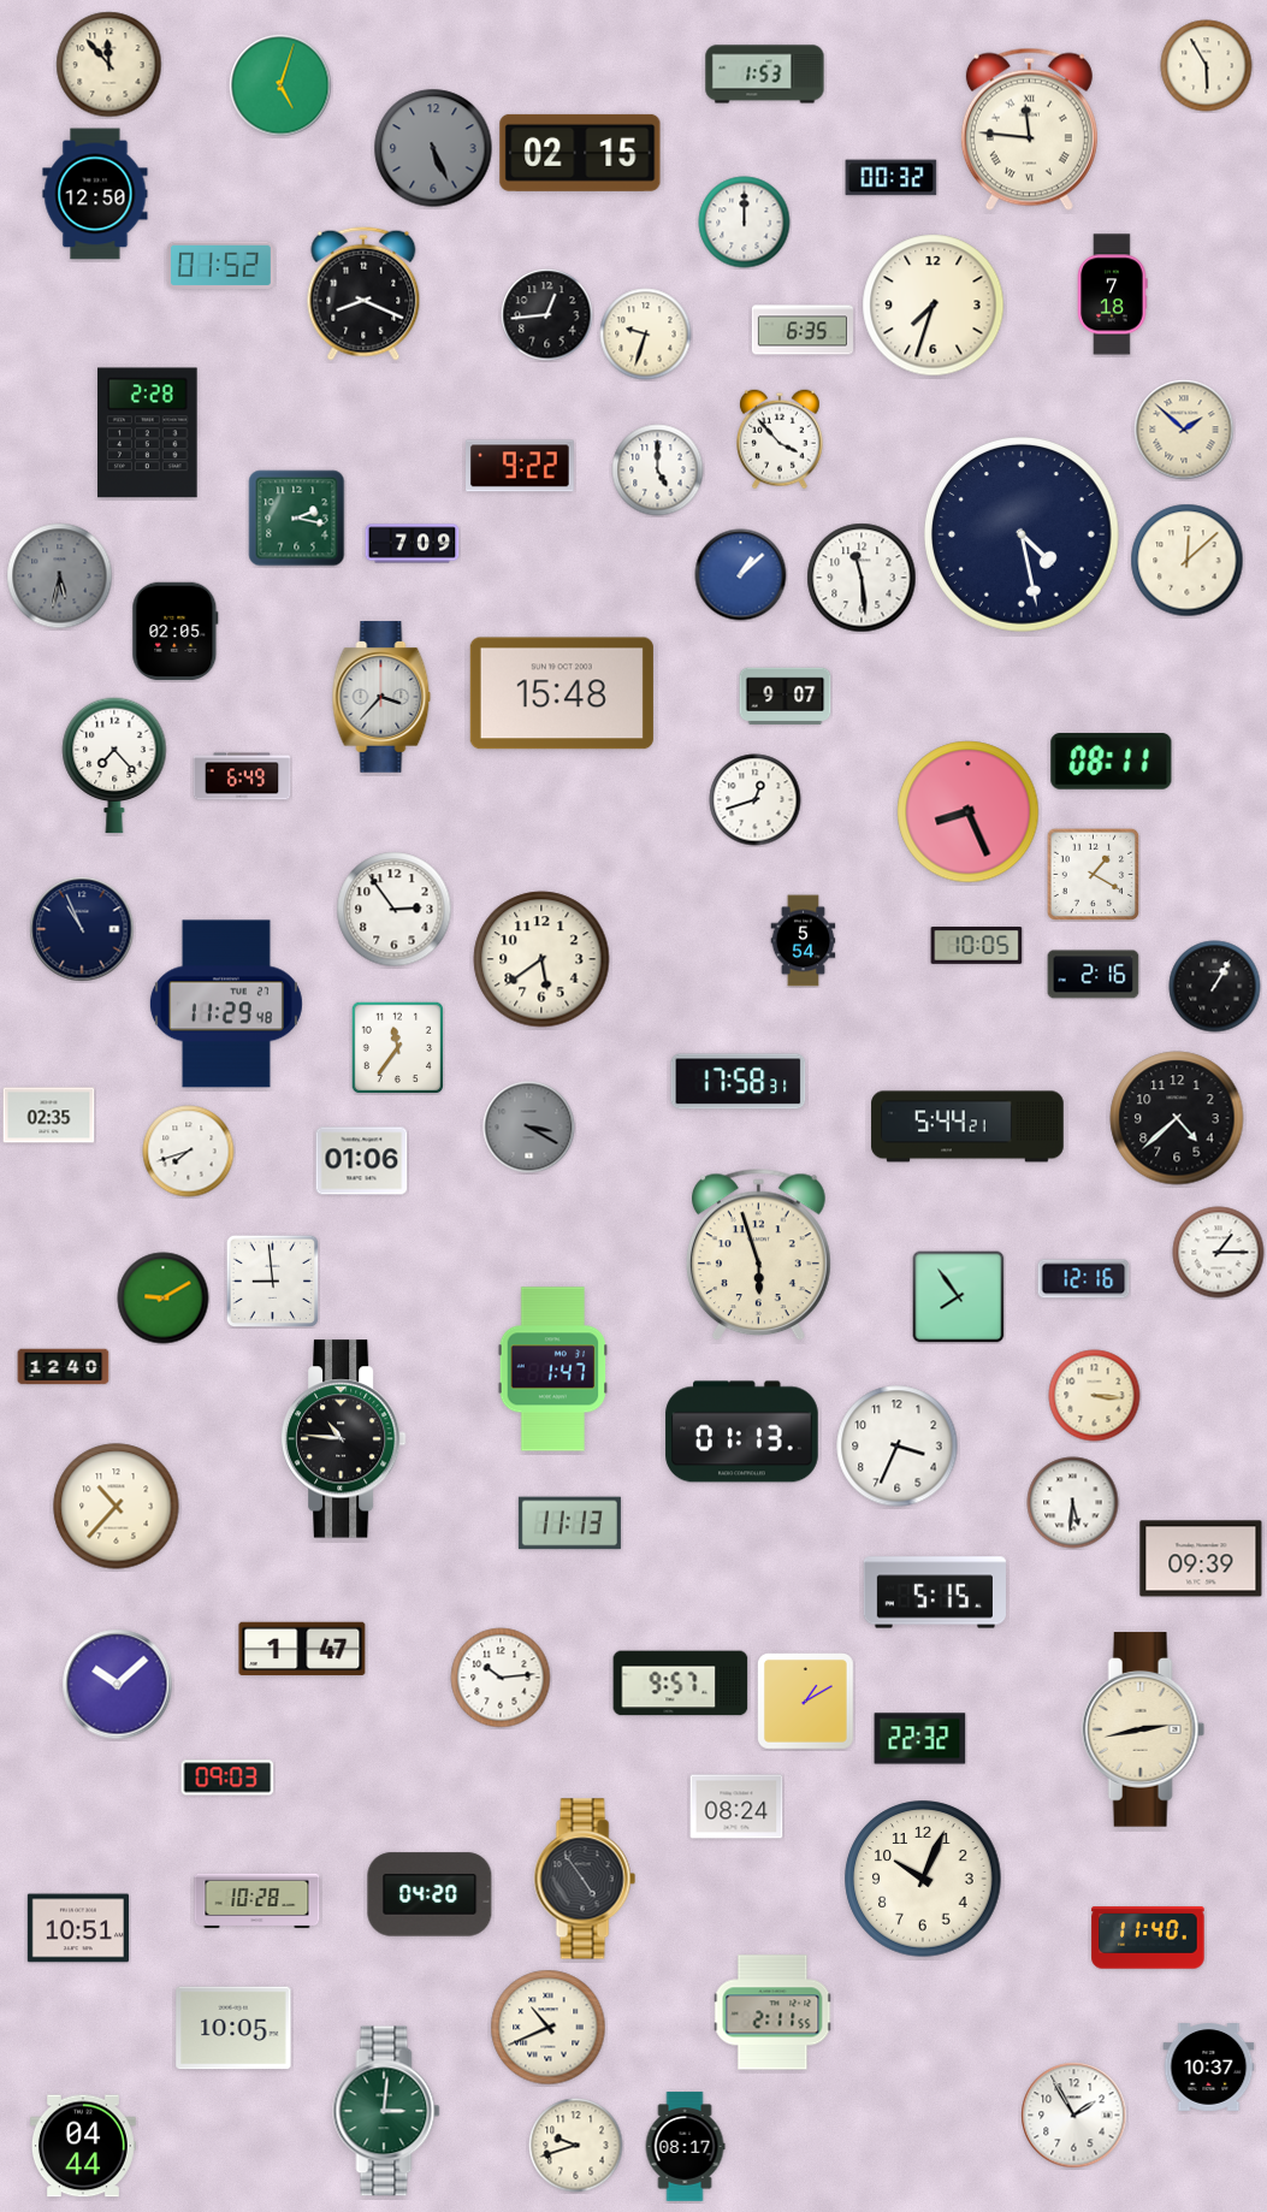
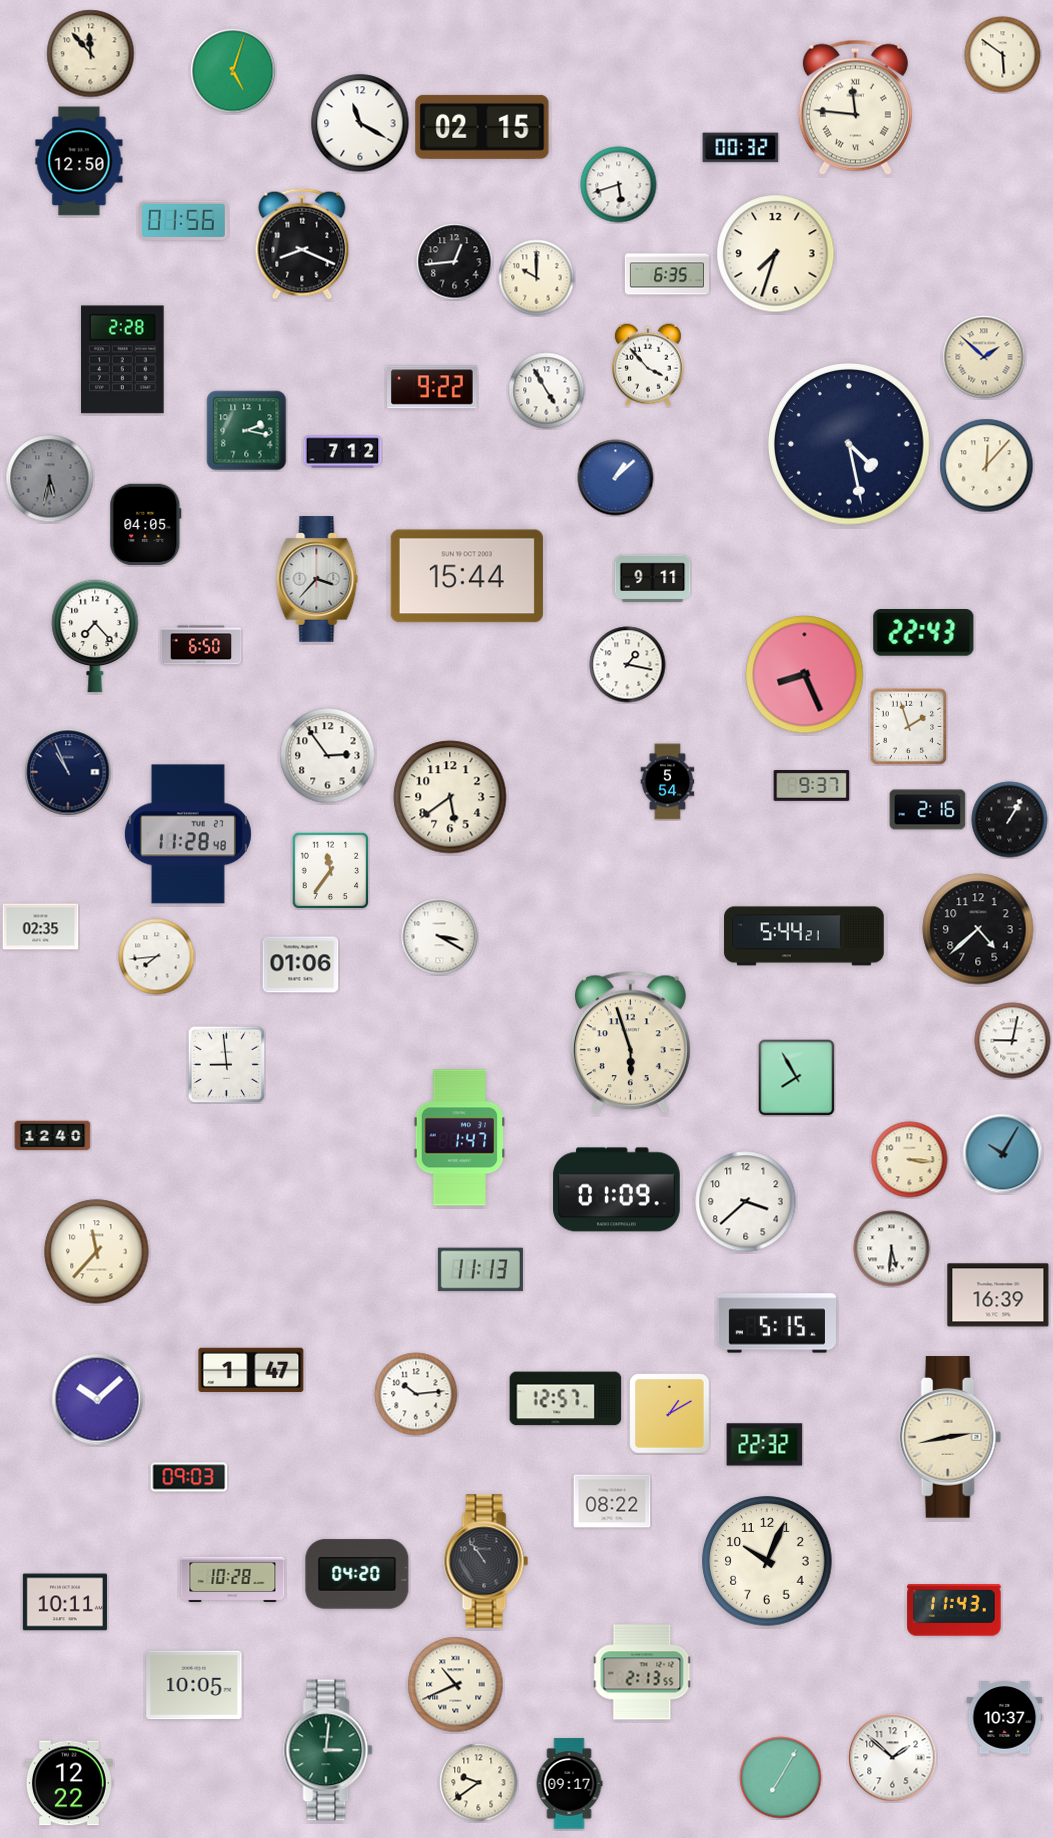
clock at (1207, 66): 5:55 -> 5:51
clock at (765, 75): 1:53 -> none
clock at (433, 148): 5:26 -> 11:20
clock at (433, 148) dial: grey -> white
clock at (745, 223): 12:00 -> 5:42
clock at (220, 265): 01:52 -> 01:56
clock at (1112, 295): 7:18 -> none
clock at (646, 335): 9:33 -> 10:00
clock at (658, 471): 5:00 -> 4:55
clock at (413, 544): 7:09 -> 7:12
clock at (1188, 561): 12:08 -> 12:07
clock at (862, 578): 11:29 -> none
clock at (176, 632): 02:05 -> 04:05
clock at (562, 693): 15:48 -> 15:44
clock at (786, 697): 9:07 -> 9:11
clock at (1112, 762): 08:11 -> 22:43
clock at (242, 776): 6:49 -> 6:50
clock at (756, 800): 12:42 -> 1:17
clock at (1093, 874): 1:20 -> 1:57
clock at (977, 946): 10:05 -> 9:37
clock at (1094, 975) position: (1094, 975) -> (928, 810)
clock at (226, 1004): 11:29 -> 11:28
clock at (739, 1082): 17:58 -> none
clock at (529, 1128) dial: grey -> white
clock at (189, 1152): 7:42 -> 7:44
clock at (1219, 1253): 1:15 -> 9:02
clock at (1084, 1279): 12:16 -> none
clock at (959, 1297): 7:54 -> 7:55
clock at (164, 1299): 9:10 -> none
clock at (1003, 1154): none -> 10:05
clock at (742, 1432): 01:13 -> 01:09
clock at (343, 1439): 10:46 -> none
clock at (898, 1447): 3:34 -> 3:38
clock at (117, 1507): 10:37 -> 11:37
clock at (569, 1524) position: (569, 1524) -> (480, 1270)
clock at (1201, 1559): 09:39 -> 16:39
clock at (681, 1684): 9:57 -> 12:57
clock at (736, 1806): 08:24 -> 08:22
clock at (585, 1879): 4:54 -> 10:54
clock at (257, 1902) position: (257, 1902) -> (233, 1580)
clock at (78, 1928): 10:51 -> 10:11
clock at (1148, 1938): 11:40 -> 11:43
clock at (772, 2012): 2:11 -> 2:13
clock at (386, 2111) position: (386, 2111) -> (328, 1750)
clock at (1074, 2116): 1:55 -> 1:52
clock at (781, 1778): none -> 7:05
clock at (83, 2146): 04:44 -> 12:22
clock at (576, 2146): 9:42 -> 9:39
clock at (685, 2147): 08:17 -> 09:17
